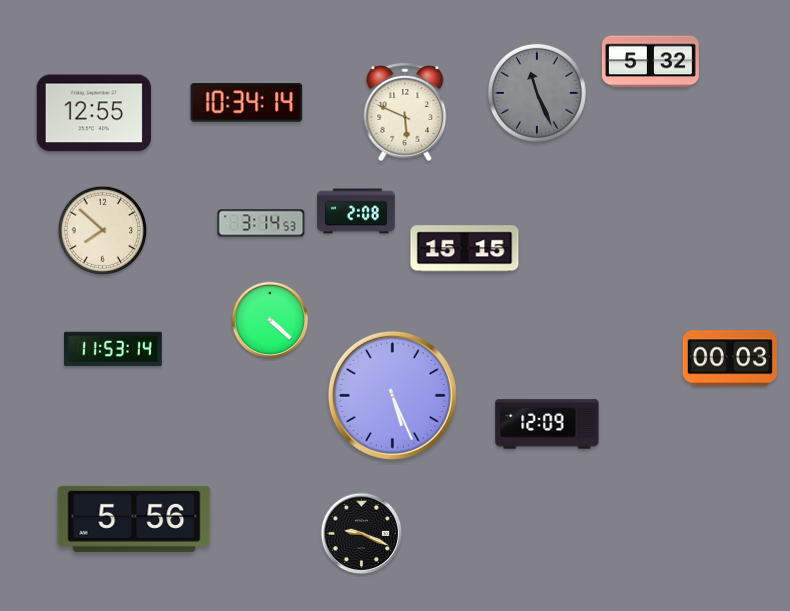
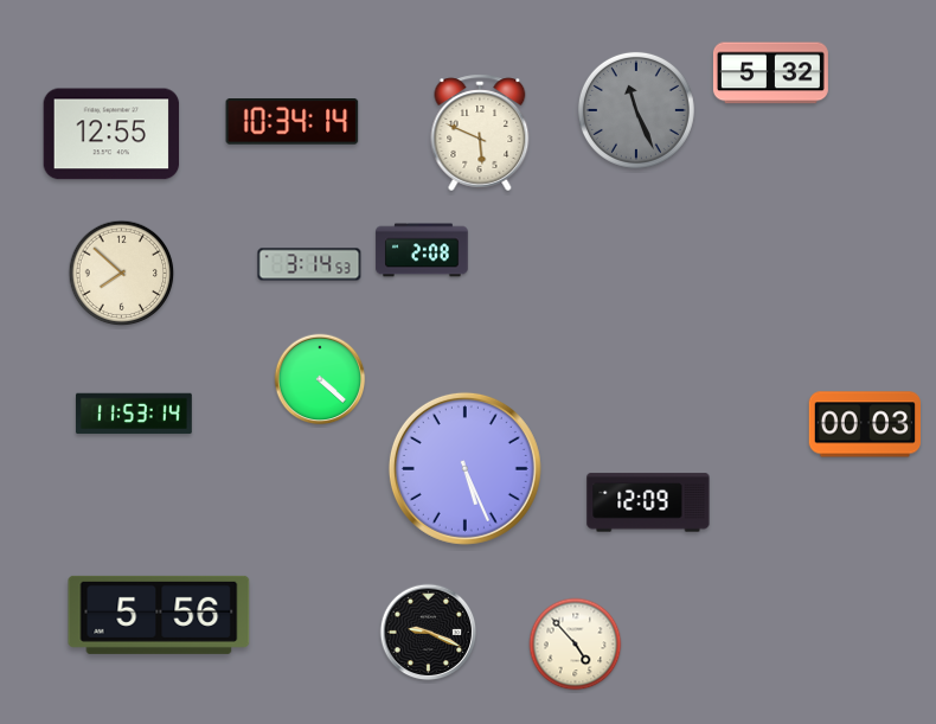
clock at (465, 249): 15:15 -> none
clock at (576, 645): none -> 4:53
